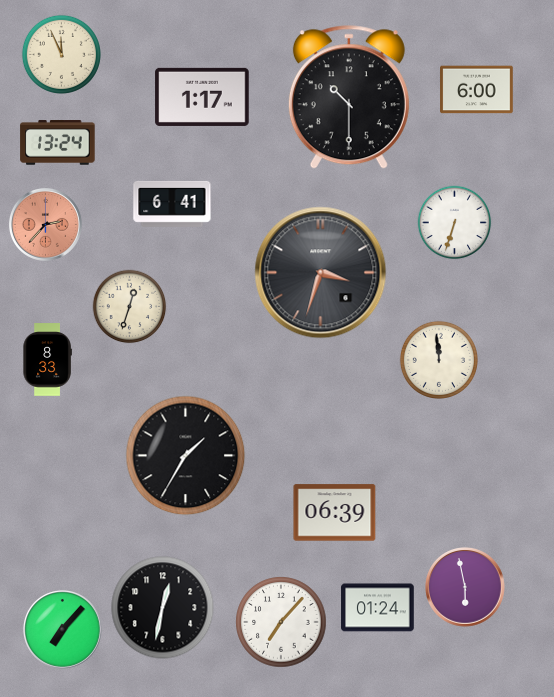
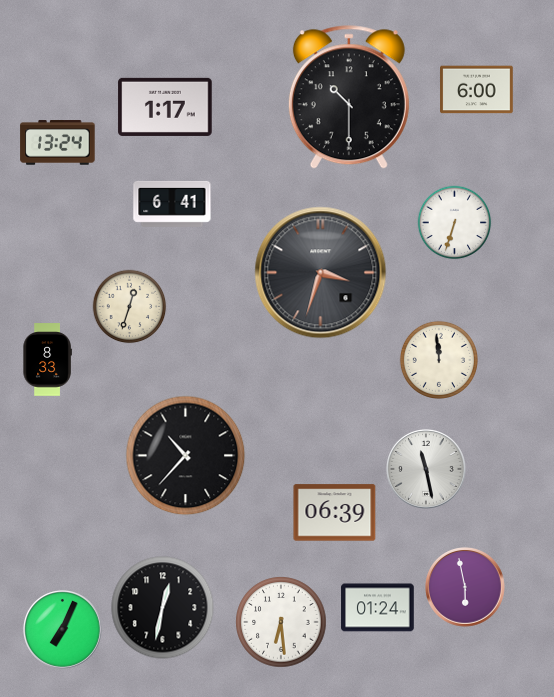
clock at (61, 54): 11:56 -> none
clock at (202, 97) position: (202, 97) -> (165, 107)
clock at (45, 224): 2:37 -> none
clock at (186, 456): 1:35 -> 10:37
clock at (427, 470): none -> 11:28
clock at (281, 622): 7:07 -> 6:29
clock at (63, 630): 7:07 -> 7:04
